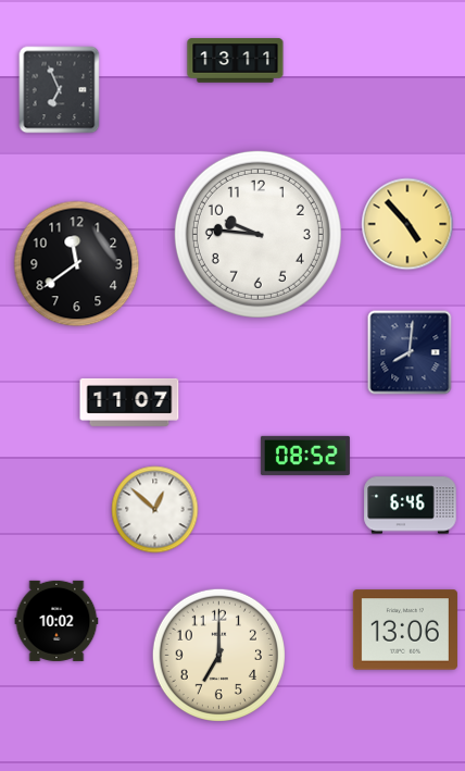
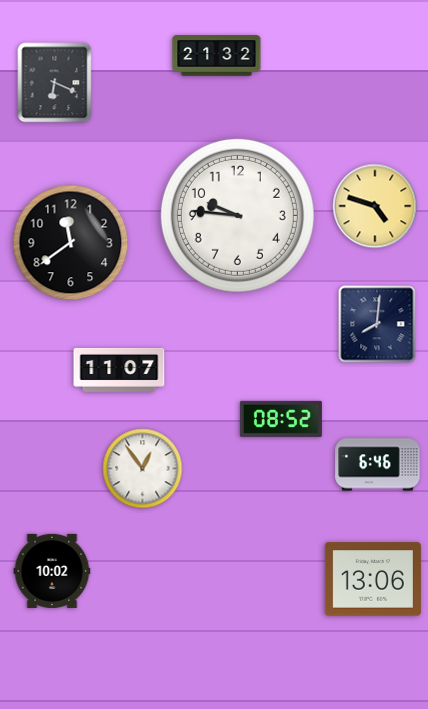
clock at (236, 61): 13:11 -> 21:32
clock at (60, 90): 6:56 -> 6:19
clock at (407, 224): 4:53 -> 4:48
clock at (155, 510): 12:52 -> 12:54
clock at (218, 655): 7:00 -> none
